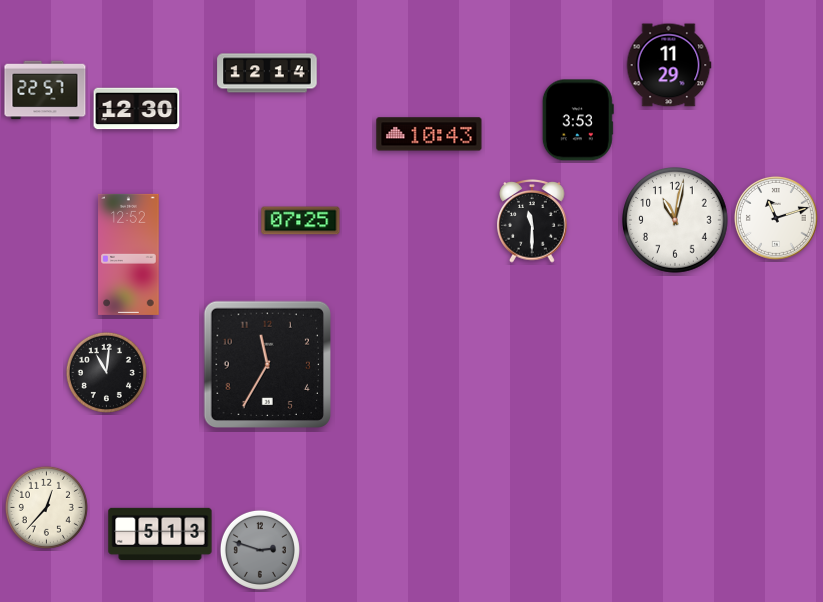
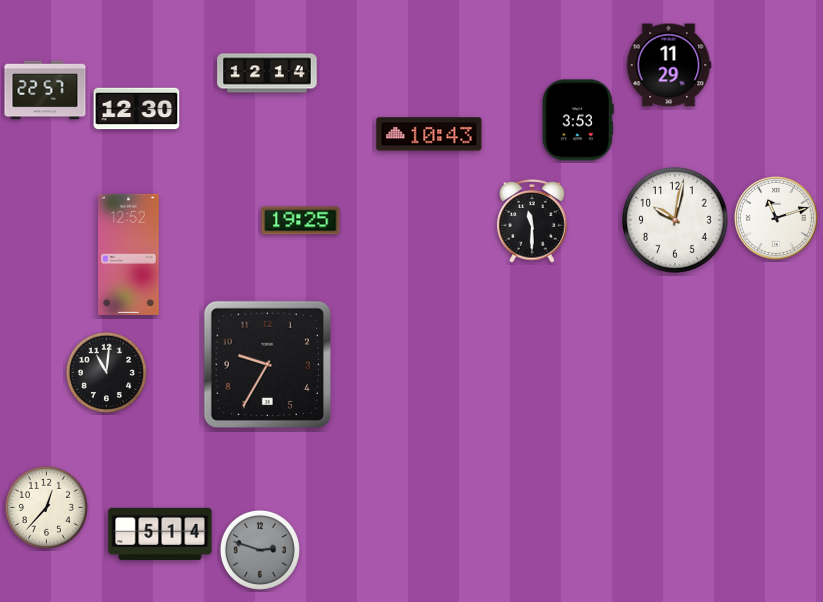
clock at (301, 221): 07:25 -> 19:25
clock at (676, 221): 11:02 -> 10:02
clock at (268, 365): 11:35 -> 9:35
clock at (160, 533): 5:13 -> 5:14
